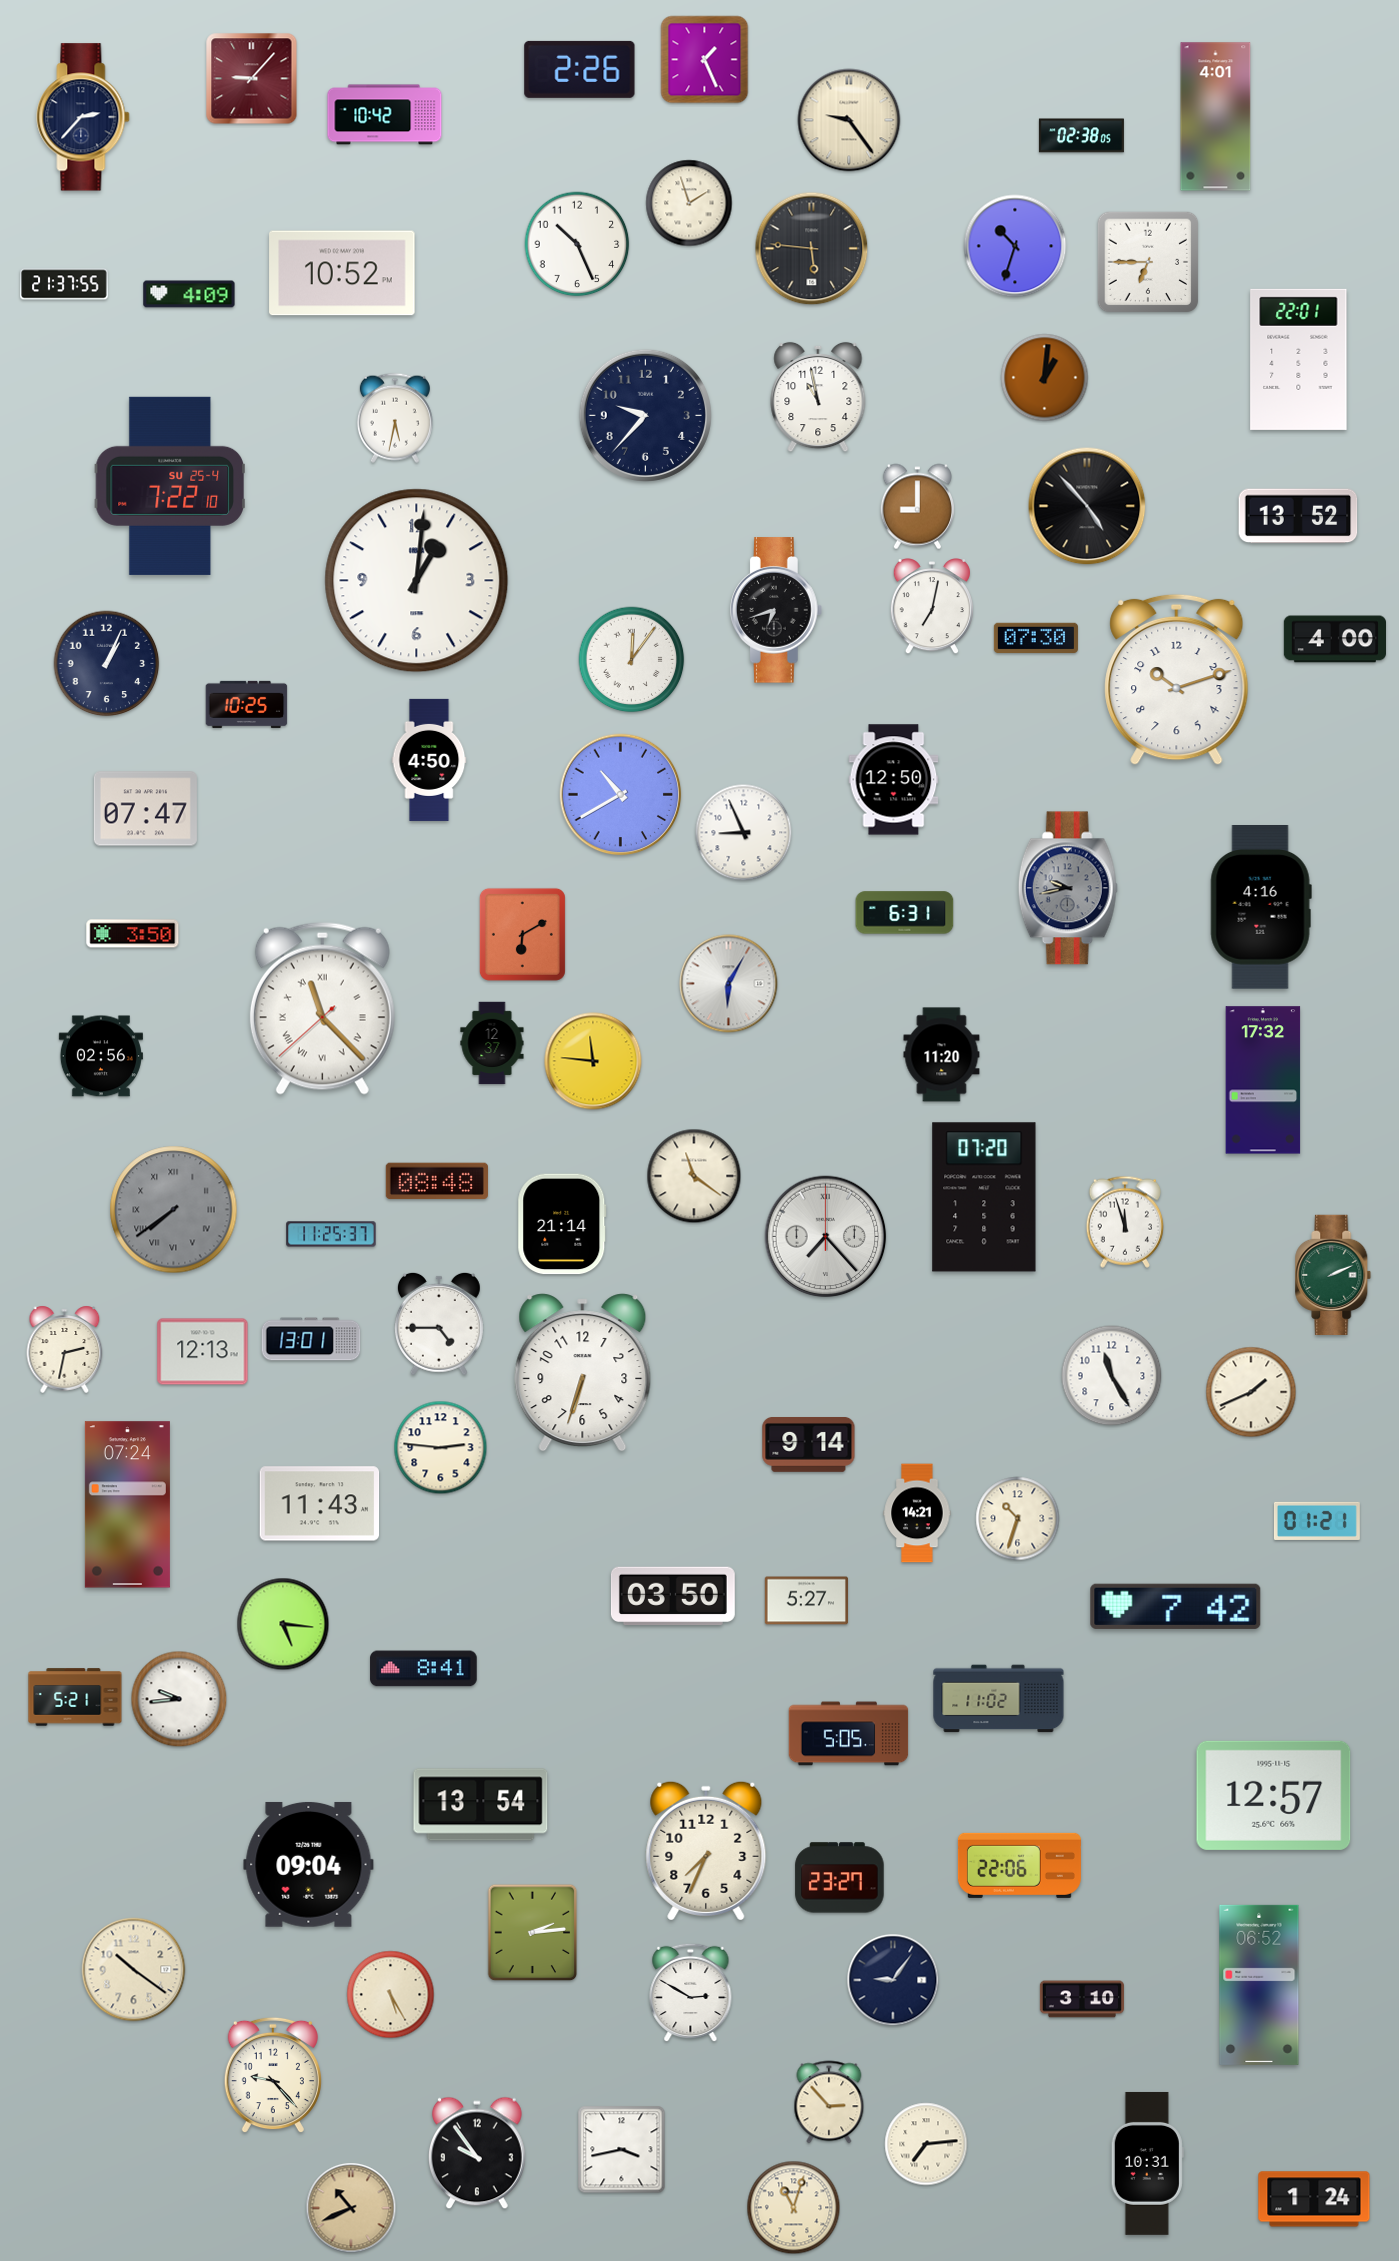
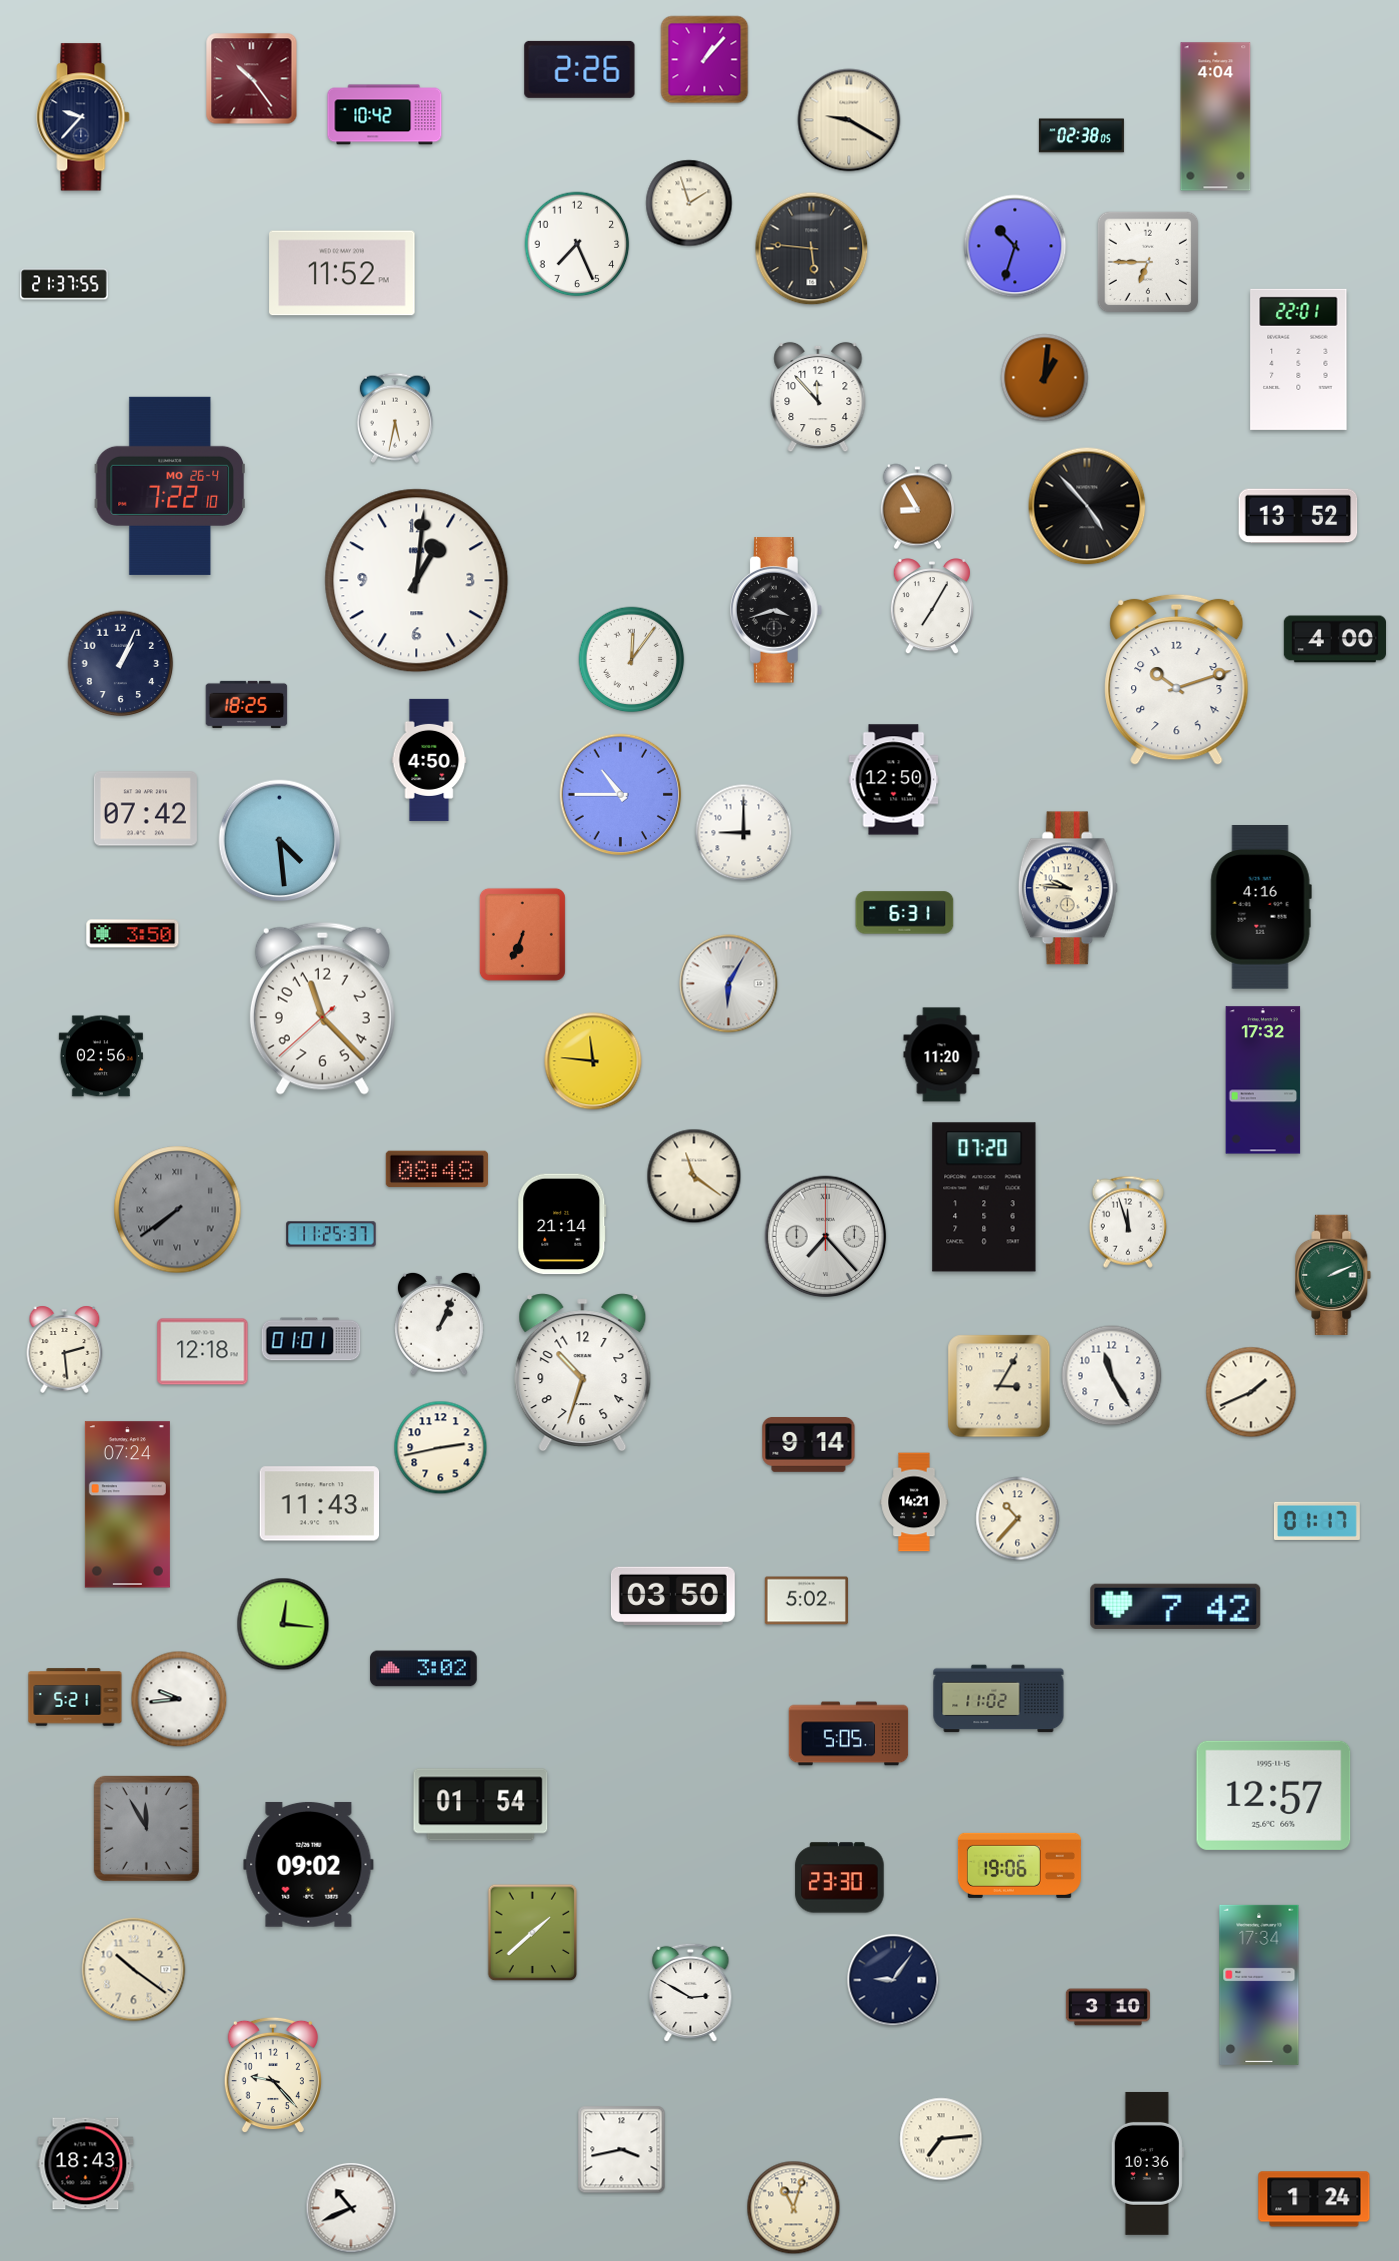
clock at (705, 60): 1:26 -> 1:07
clock at (252, 79): 9:07 -> 10:24
clock at (83, 117): 2:37 -> 9:37
clock at (1216, 117): 4:01 -> 4:04
clock at (849, 120): 9:24 -> 9:20
clock at (577, 244): 10:26 -> 7:26
clock at (342, 273): 10:52 -> 11:52
clock at (189, 294): 4:09 -> none
clock at (818, 397): 10:58 -> 11:53
clock at (645, 415): 9:37 -> none
clock at (170, 486) date: SU 25-4 -> MO 26-4
clock at (917, 507): 9:00 -> 8:55
clock at (932, 607): 7:02 -> 7:05
clock at (777, 610): 6:42 -> 3:42
clock at (1036, 638): 07:30 -> none
clock at (107, 664) position: (107, 664) -> (121, 664)
clock at (247, 704): 10:25 -> 18:25
clock at (621, 795): 10:40 -> 10:45
clock at (145, 809): 07:47 -> 07:42
clock at (744, 833): 8:56 -> 9:00
clock at (280, 841): none -> 4:29
clock at (1068, 888): 9:43 -> 9:46
clock at (1068, 888) dial: grey -> cream
clock at (522, 934): 6:10 -> 6:34
clock at (322, 1008) numerals: Roman -> Arabic
clock at (492, 1043): 12:37 -> none
clock at (437, 1181) position: (437, 1181) -> (437, 1169)
clock at (174, 1210) position: (174, 1210) -> (178, 1210)
clock at (1124, 1222) position: (1124, 1222) -> (1127, 1222)
clock at (439, 1324): 4:45 -> 1:04
clock at (311, 1339): 13:01 -> 01:01
clock at (65, 1349): 2:32 -> 2:29
clock at (203, 1352): 12:13 -> 12:18
clock at (583, 1373): 6:33 -> 10:33
clock at (999, 1386): none -> 3:05
clock at (441, 1448): 2:46 -> 2:43
clock at (917, 1513) position: (917, 1513) -> (914, 1502)
clock at (1018, 1519): 10:33 -> 10:37
clock at (1317, 1521): 01:21 -> 01:17
clock at (806, 1601): 5:27 -> 5:02
clock at (283, 1624): 5:16 -> 12:16
clock at (424, 1669): 8:41 -> 3:02
clock at (481, 1805): 13:54 -> 01:54
clock at (146, 1828): none -> 11:55
clock at (706, 1851): 7:34 -> none
clock at (309, 1864): 09:04 -> 09:02
clock at (1019, 1865): 22:06 -> 19:06
clock at (840, 1878): 23:27 -> 23:30
clock at (533, 1933): 2:14 -> 1:38
clock at (1259, 1985): 06:52 -> 17:34
clock at (391, 1995): 5:25 -> none
clock at (1082, 1999) position: (1082, 1999) -> (1108, 2007)
clock at (829, 2102): 2:53 -> none
clock at (926, 2144) position: (926, 2144) -> (941, 2139)
clock at (478, 2153): 9:54 -> none
clock at (1147, 2163): 10:31 -> 10:36
clock at (86, 2164): none -> 18:43
clock at (351, 2208) dial: champagne -> white
